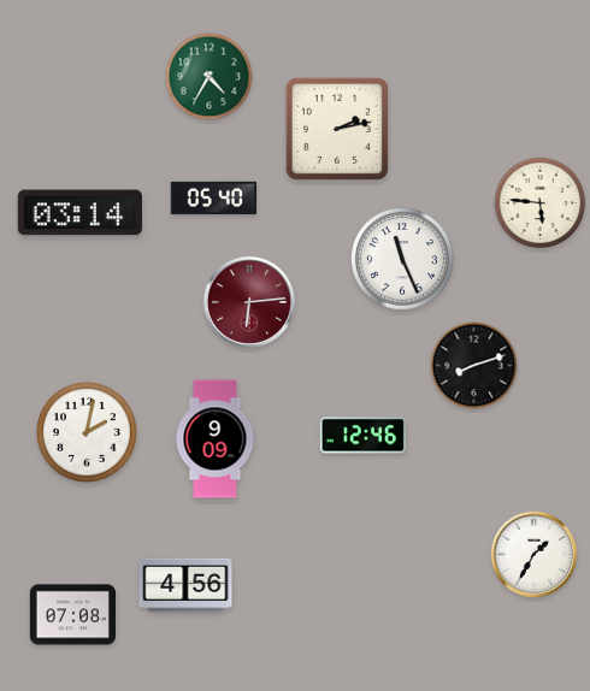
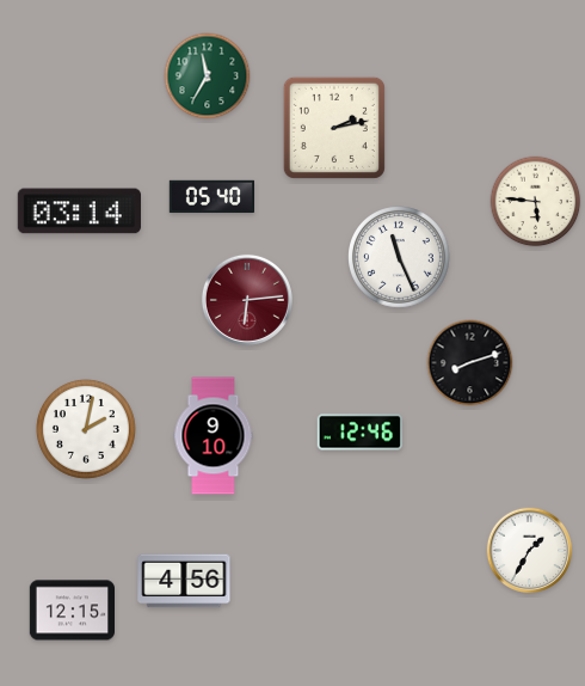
clock at (210, 77): 4:35 -> 11:35
clock at (216, 439): 9:09 -> 9:10
clock at (72, 615): 07:08 -> 12:15
